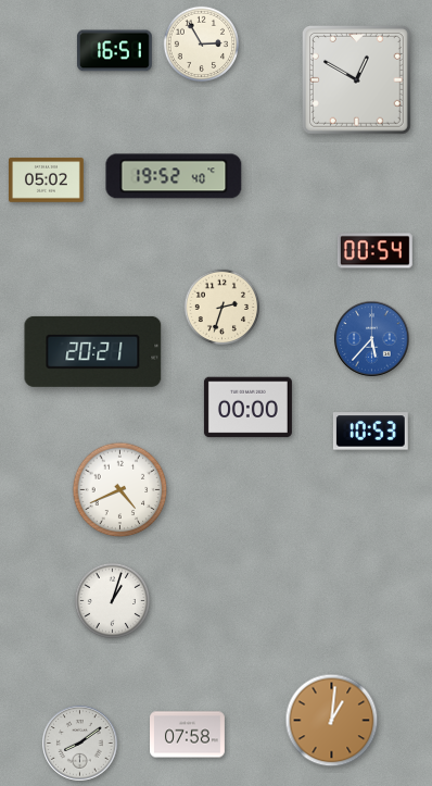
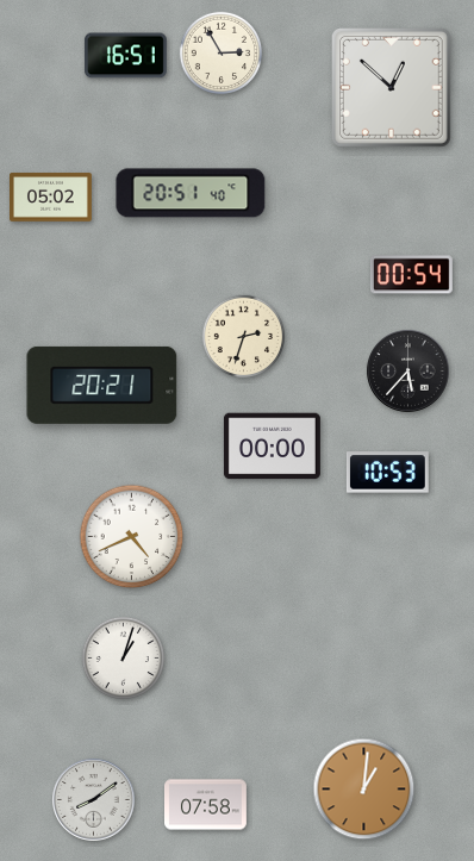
clock at (201, 43) position: (201, 43) -> (220, 52)
clock at (356, 79): 12:50 -> 12:52
clock at (174, 176): 19:52 -> 20:51
clock at (372, 339) dial: blue -> black
clock at (370, 432) position: (370, 432) -> (387, 473)
clock at (80, 744) position: (80, 744) -> (94, 800)
